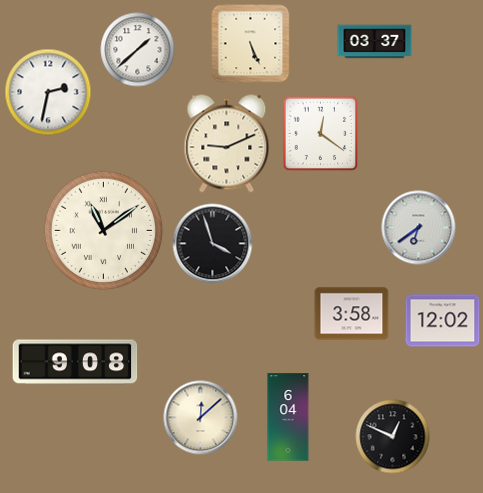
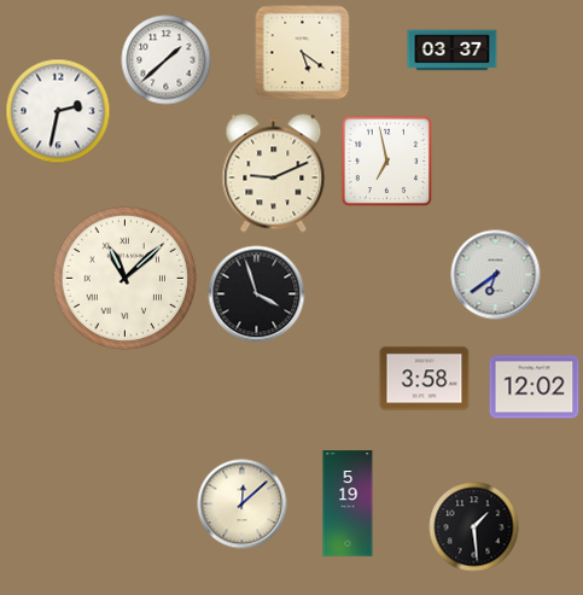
clock at (251, 44): 5:26 -> 5:21
clock at (321, 134): 12:21 -> 6:58
clock at (419, 228) position: (419, 228) -> (496, 275)
clock at (104, 231): 11:09 -> 11:08
clock at (75, 362): 9:08 -> none
clock at (288, 417): 6:04 -> 5:19
clock at (393, 437): 12:49 -> 1:29
